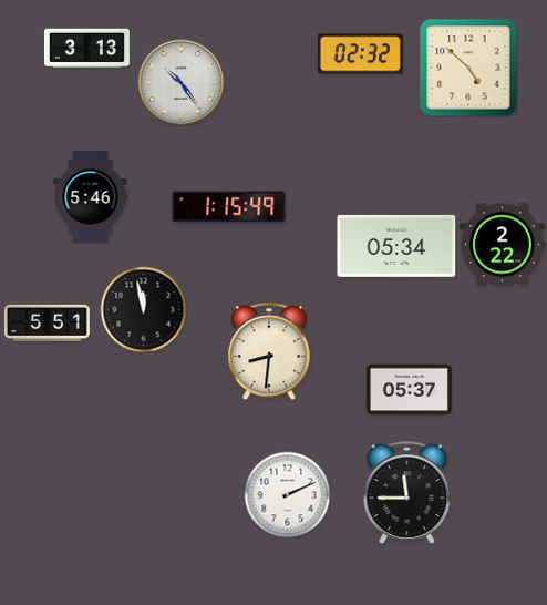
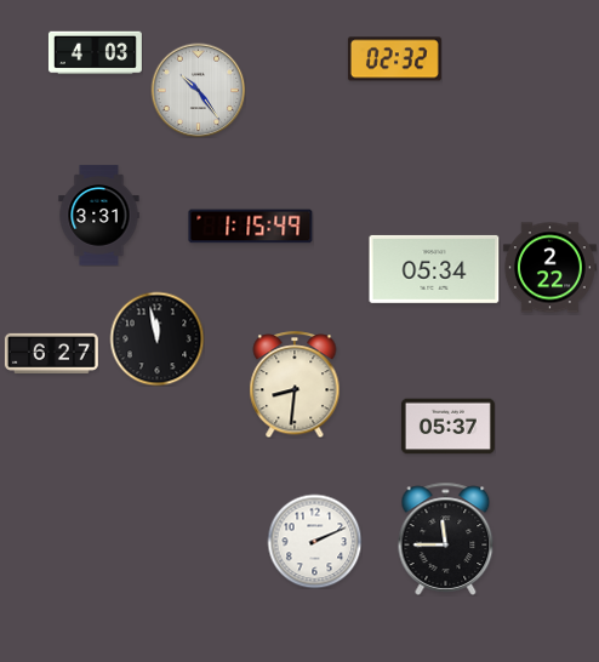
clock at (86, 49): 3:13 -> 4:03
clock at (468, 68): 4:52 -> none
clock at (91, 197): 5:46 -> 3:31
clock at (47, 322): 5:51 -> 6:27
